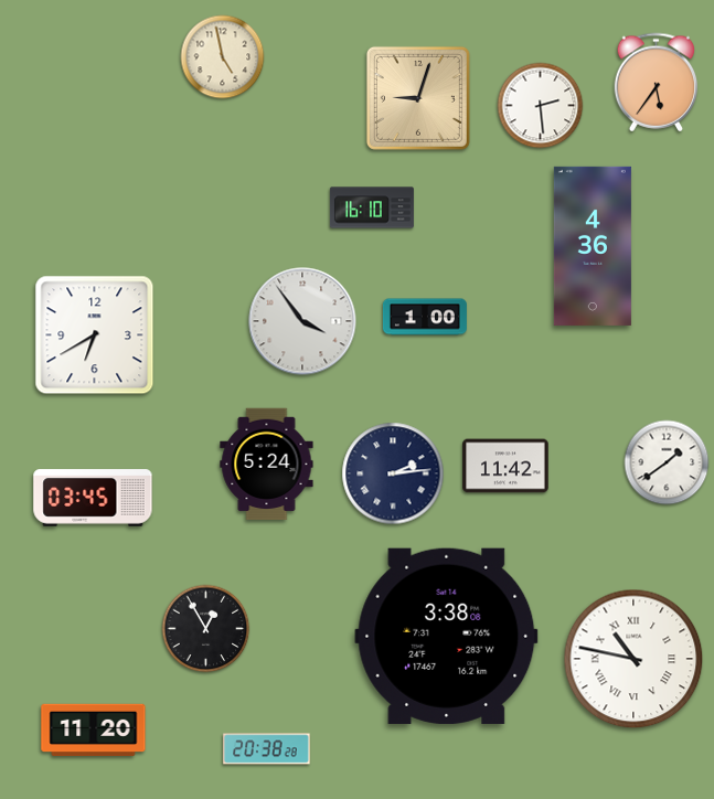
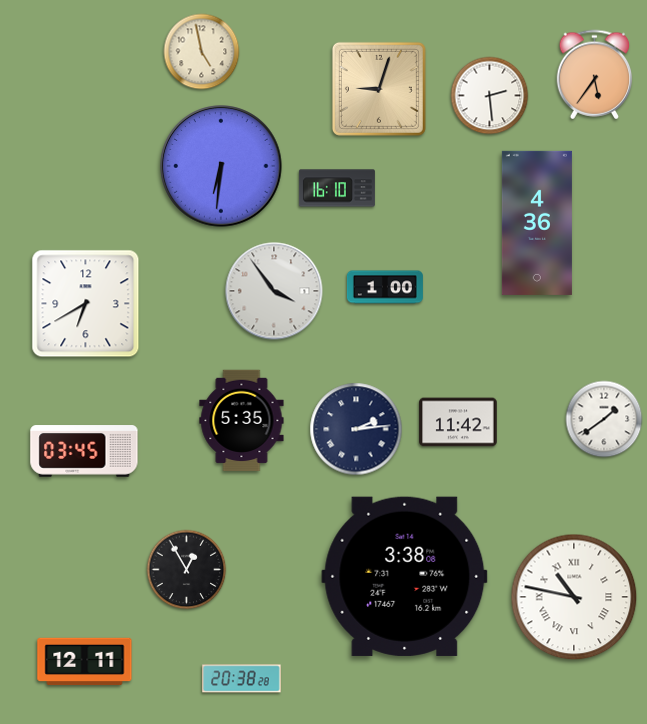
clock at (221, 166): none -> 6:31
clock at (267, 465): 5:24 -> 5:35
clock at (94, 731): 11:20 -> 12:11
